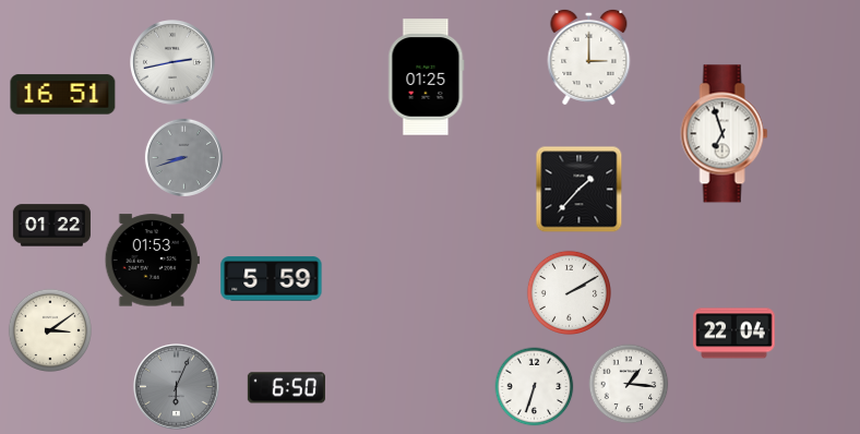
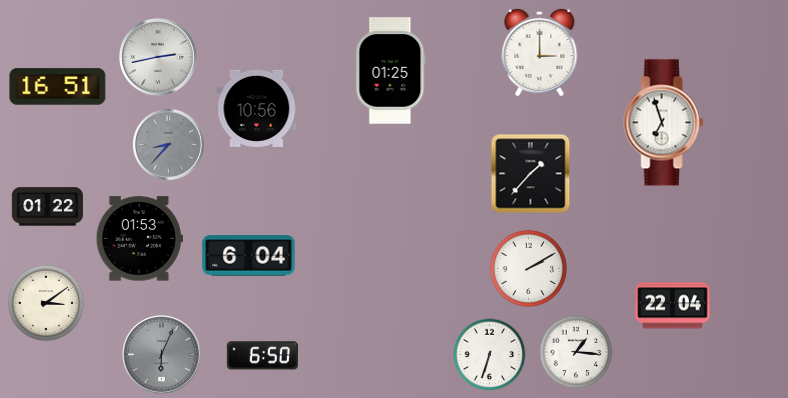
clock at (257, 108): none -> 10:56
clock at (183, 157): 8:42 -> 8:37
clock at (272, 279): 5:59 -> 6:04
clock at (569, 292) position: (569, 292) -> (528, 268)
